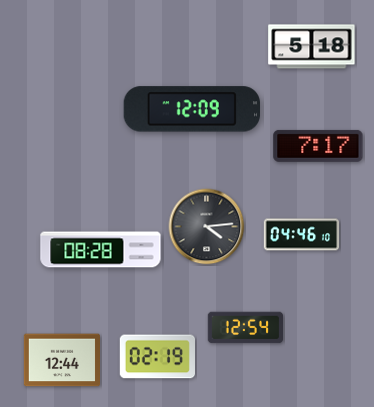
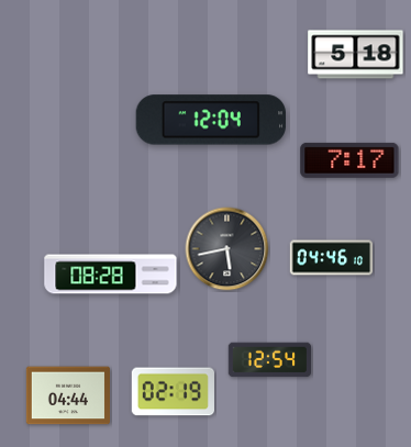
clock at (312, 47) position: (312, 47) -> (356, 55)
clock at (191, 109): 12:09 -> 12:04
clock at (207, 227): 4:14 -> 5:43
clock at (61, 360): 12:44 -> 04:44
